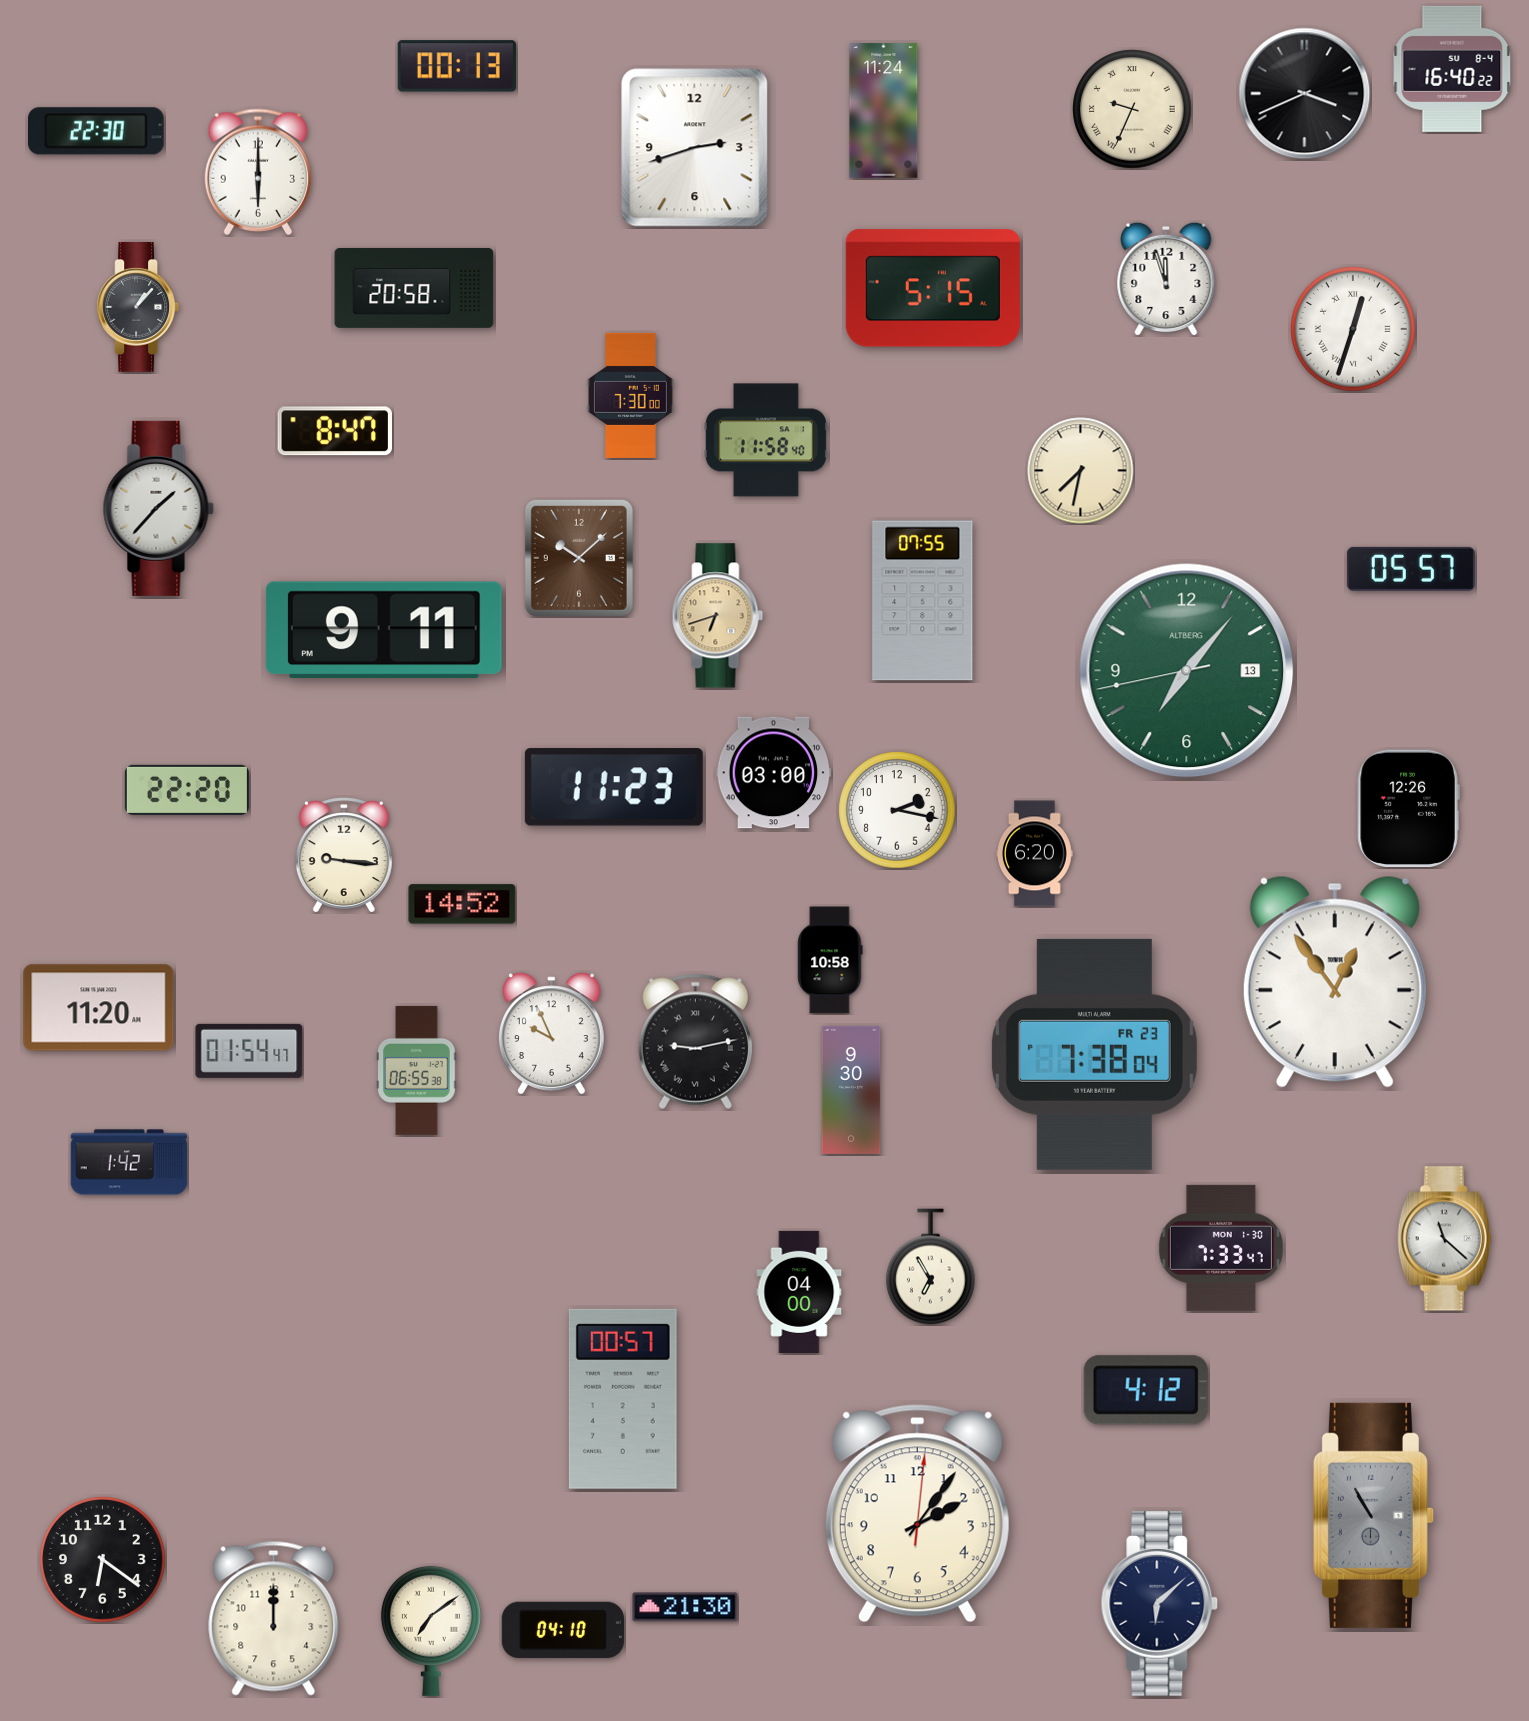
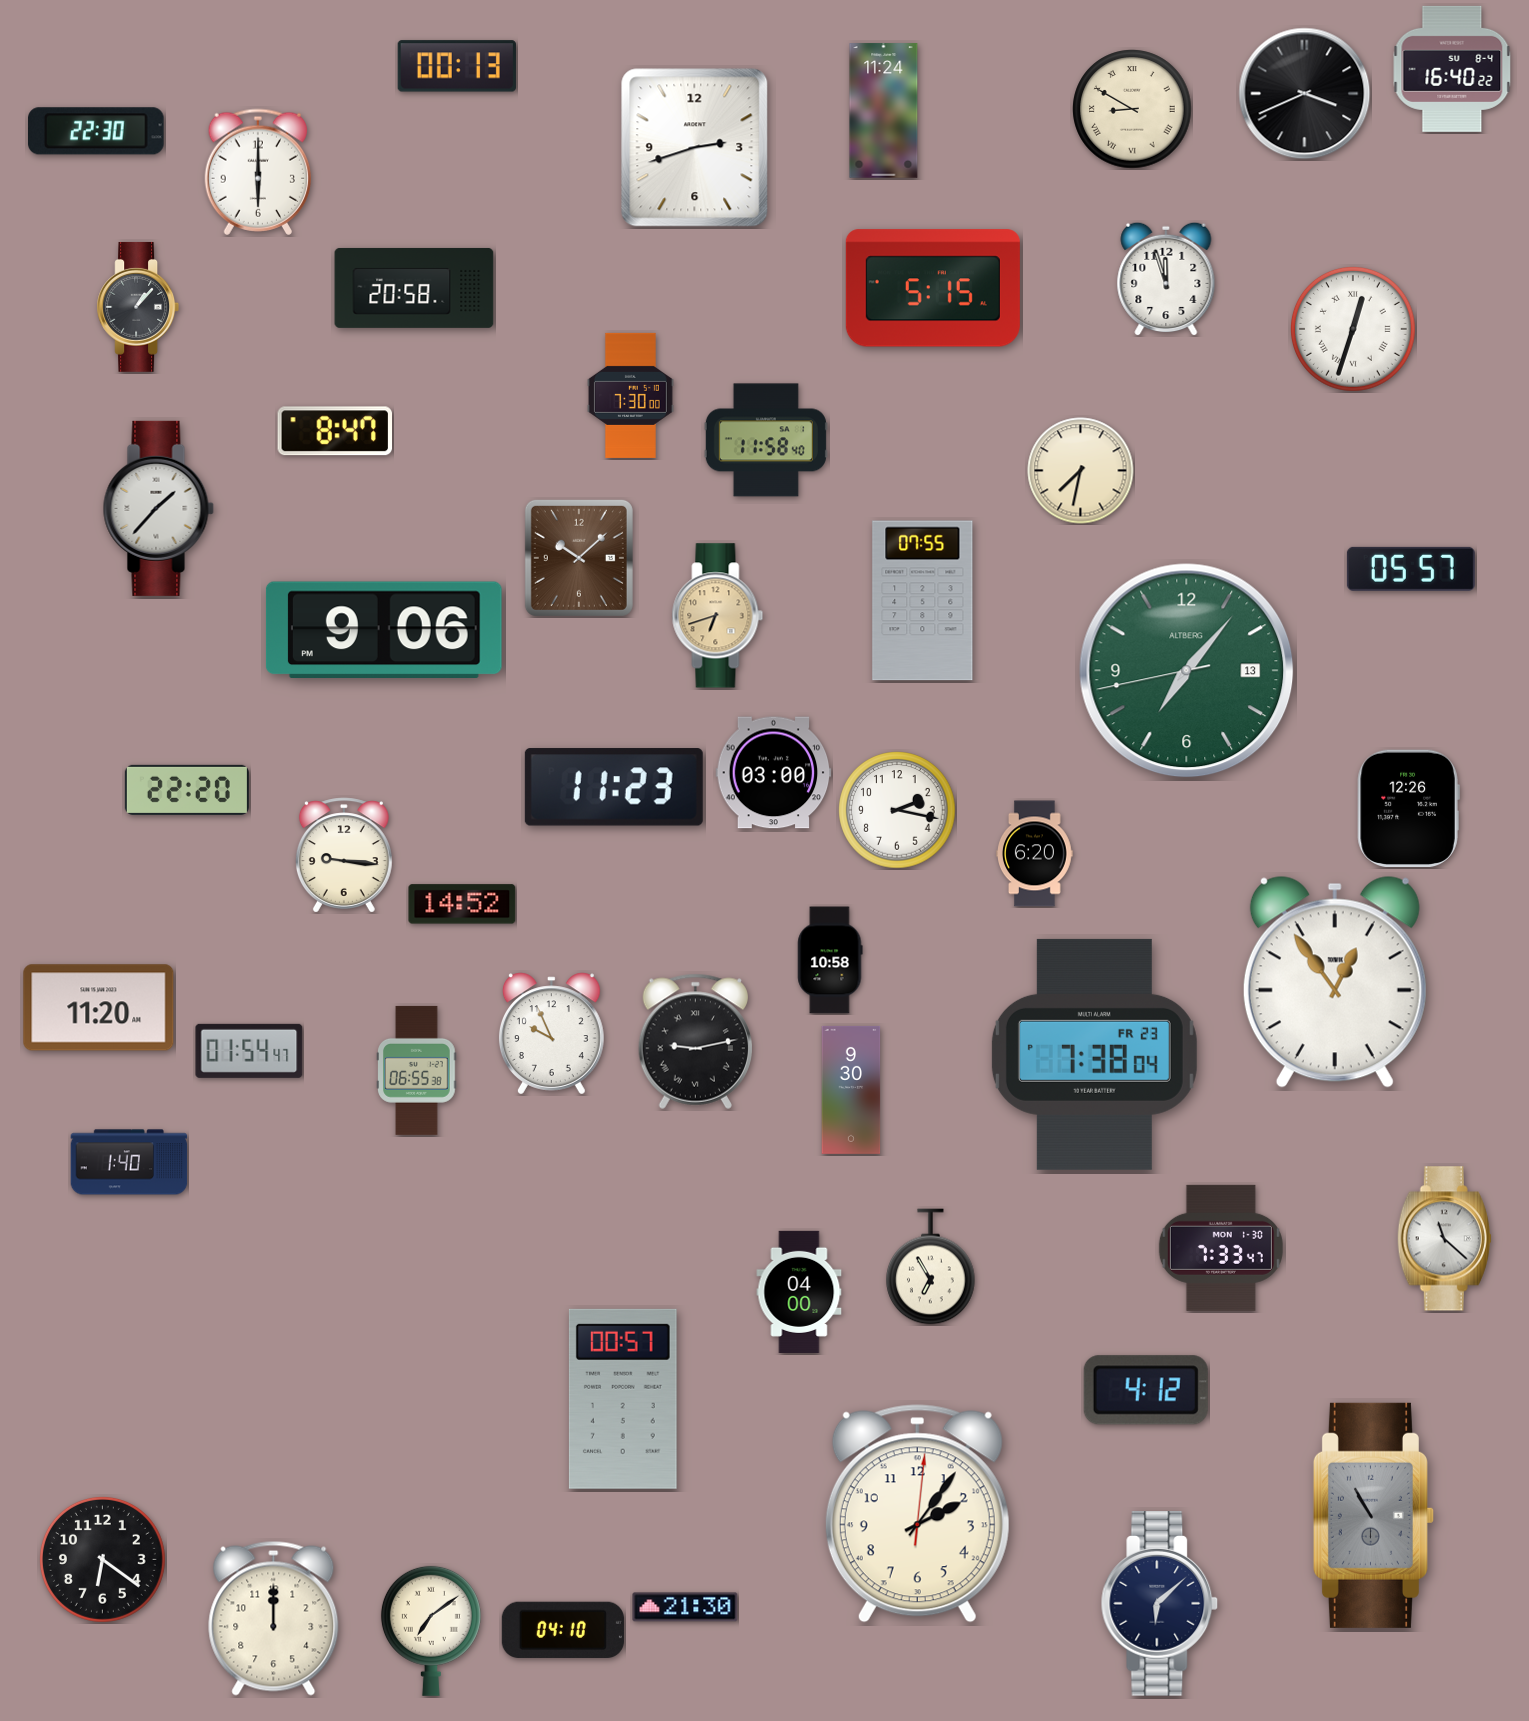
clock at (1132, 109): 9:34 -> 8:50
clock at (384, 629): 9:11 -> 9:06
clock at (129, 1162): 1:42 -> 1:40
